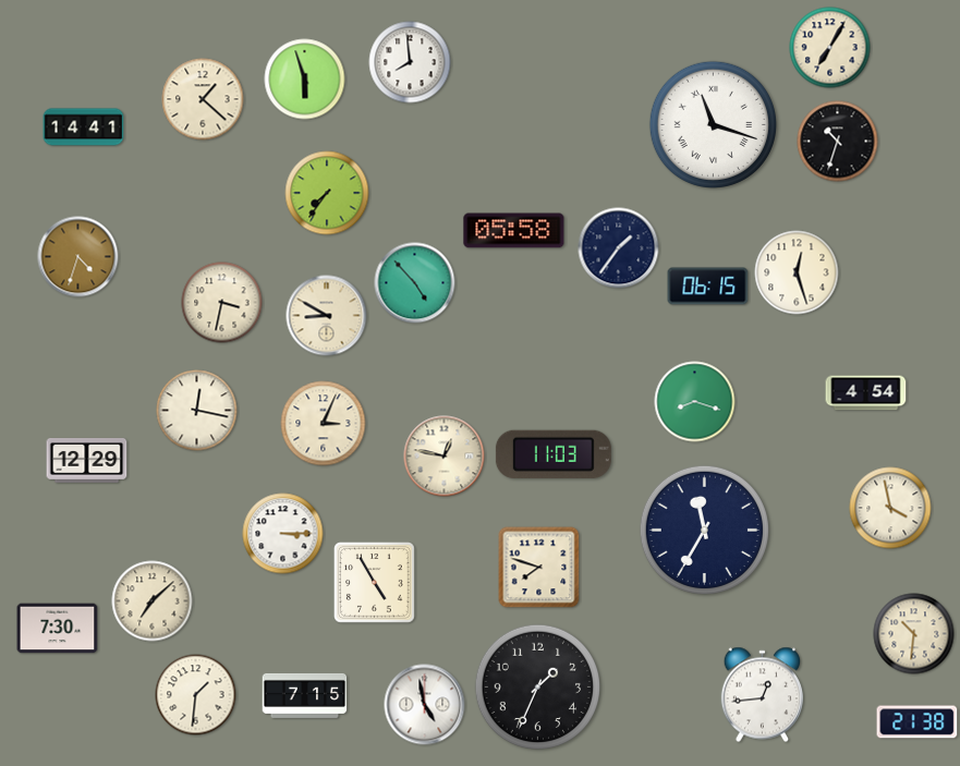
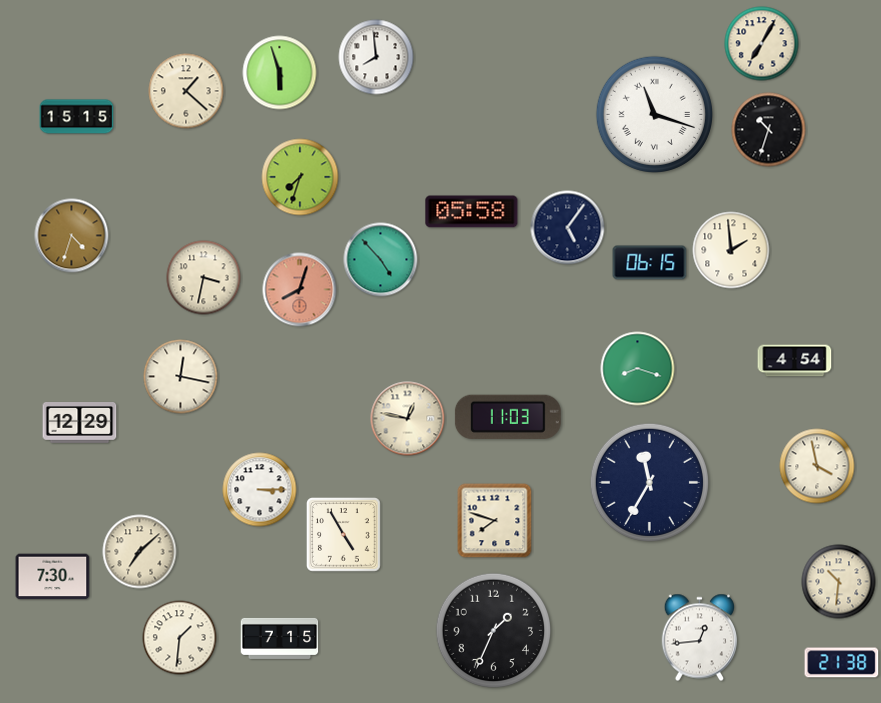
clock at (84, 127): 14:41 -> 15:15
clock at (327, 193): 7:36 -> 7:33
clock at (619, 248): 1:36 -> 5:06
clock at (797, 272): 12:27 -> 1:59
clock at (327, 316): 8:50 -> 8:03
clock at (327, 316) dial: cream -> salmon
clock at (324, 424): 3:04 -> none
clock at (704, 530) position: (704, 530) -> (649, 482)
clock at (425, 705): 4:58 -> none
